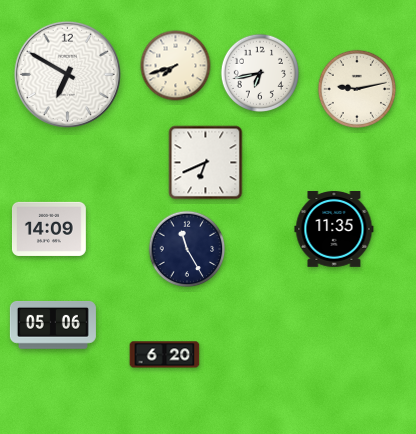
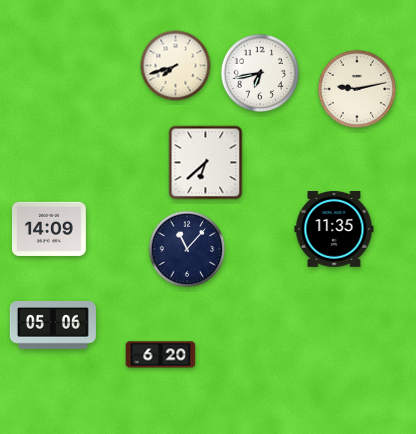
clock at (67, 74): 6:50 -> none
clock at (206, 163): 6:41 -> 6:38
clock at (187, 249): 11:25 -> 11:07
clock at (165, 355) position: (165, 355) -> (161, 355)
